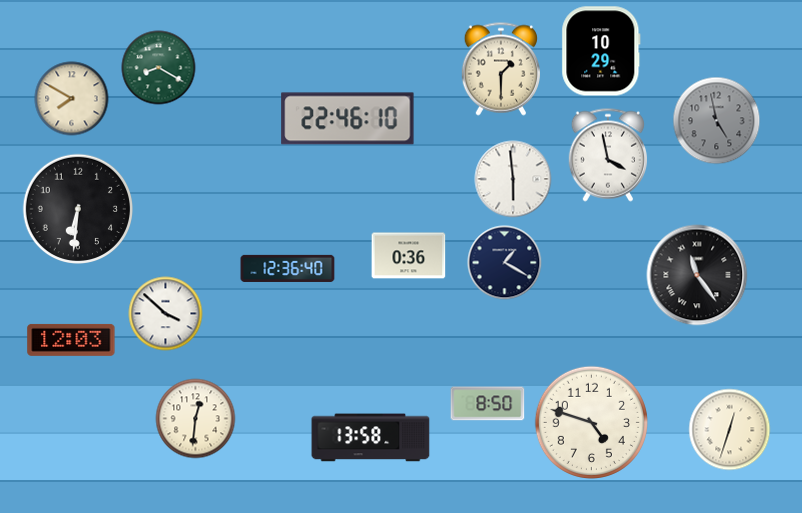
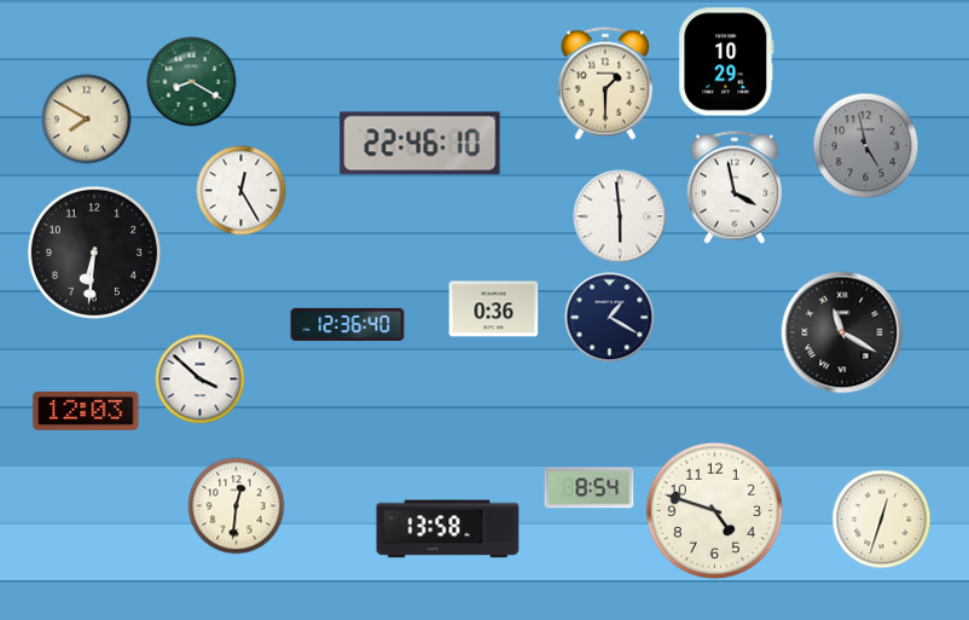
clock at (242, 191): none -> 12:25
clock at (697, 275): 11:24 -> 11:20
clock at (488, 404): 8:50 -> 8:54
